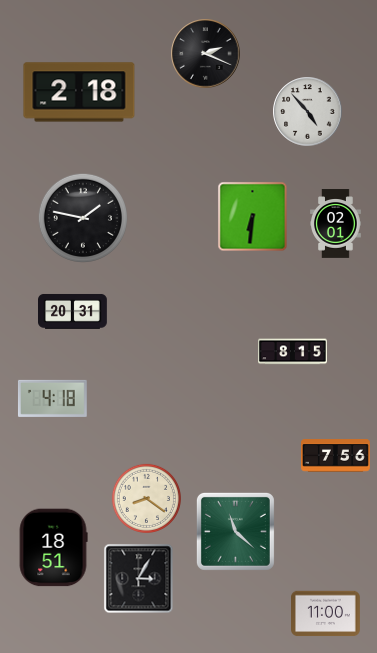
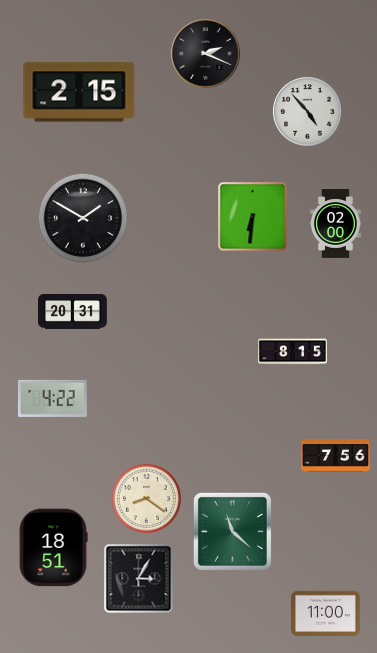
clock at (79, 92): 2:18 -> 2:15
clock at (83, 218): 1:47 -> 1:50
clock at (336, 224): 02:01 -> 02:00
clock at (52, 398): 4:18 -> 4:22
clock at (235, 531) position: (235, 531) -> (232, 531)
